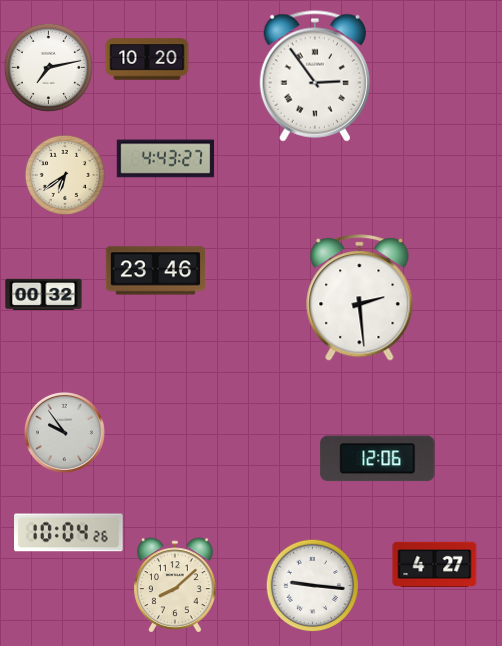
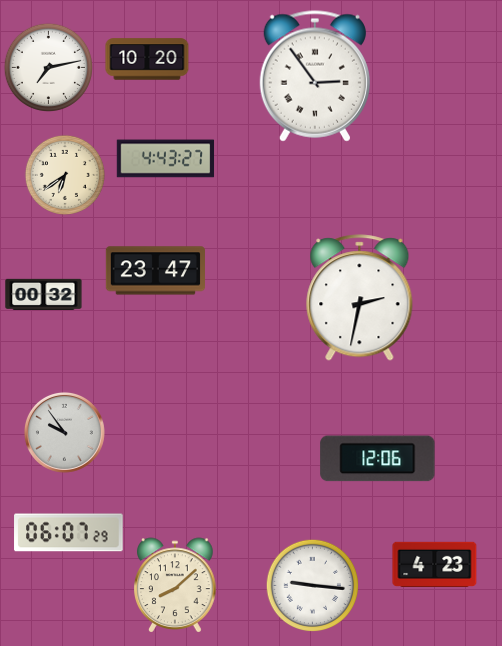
clock at (155, 271): 23:46 -> 23:47
clock at (360, 298): 2:29 -> 2:32
clock at (69, 533): 10:04 -> 06:07
clock at (435, 564): 4:27 -> 4:23
